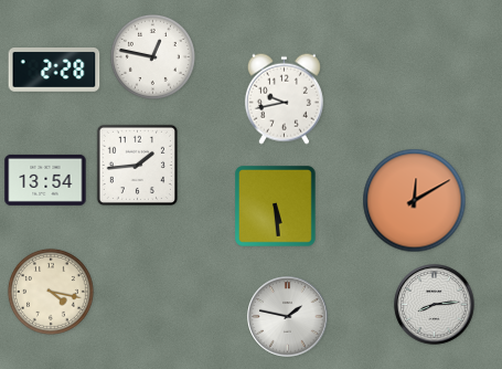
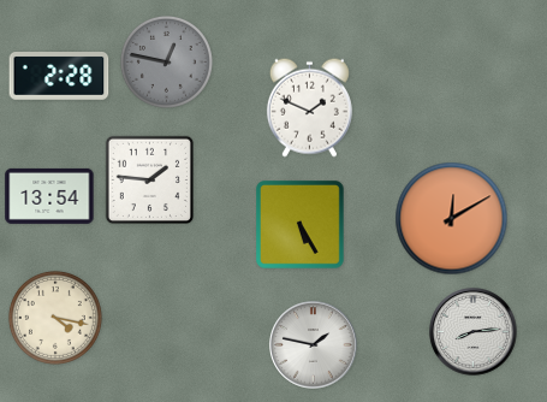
clock at (152, 56) dial: white -> grey
clock at (284, 98): 9:43 -> 1:49
clock at (137, 165): 1:44 -> 1:46
clock at (276, 207): 5:29 -> 5:25
